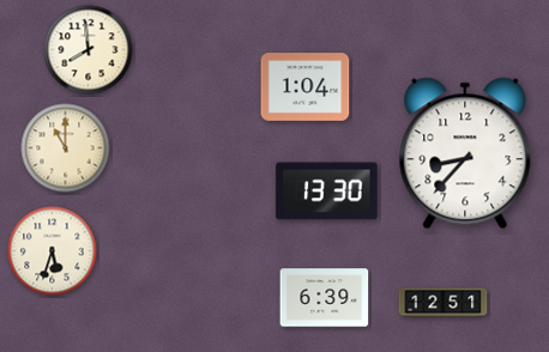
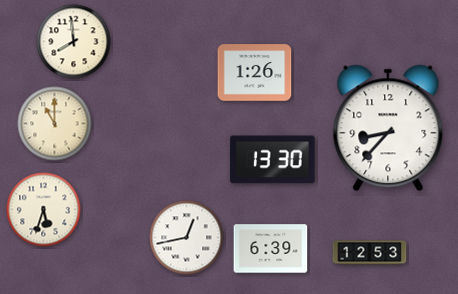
clock at (306, 87): 1:04 -> 1:26
clock at (187, 238): none -> 12:43
clock at (444, 303): 12:51 -> 12:53
